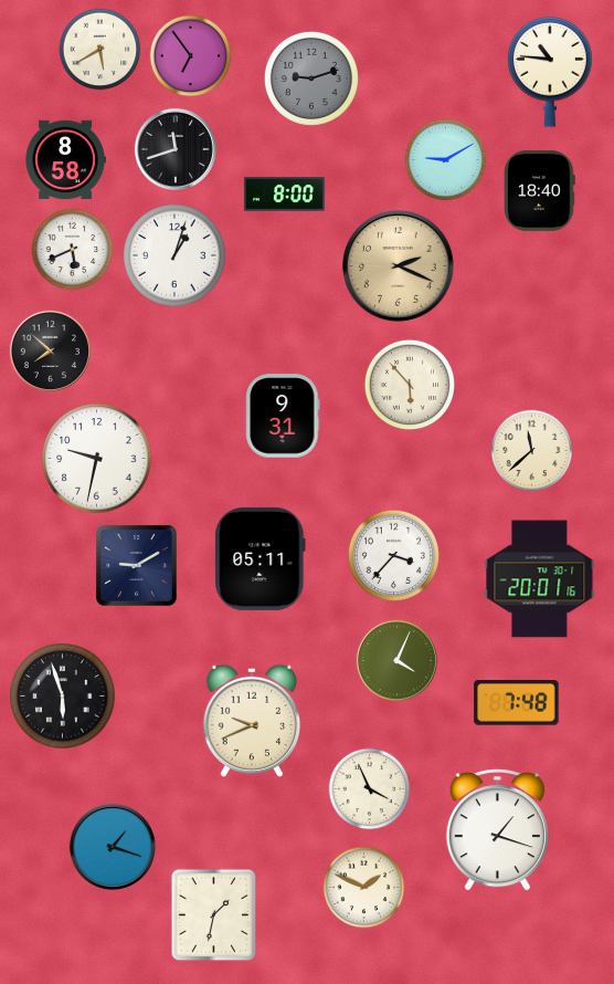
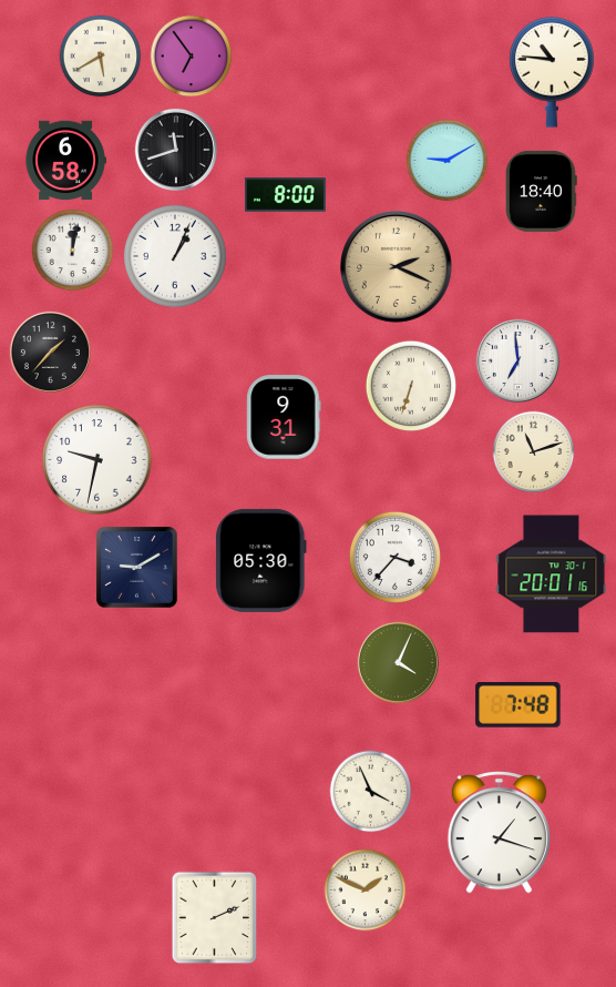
clock at (100, 50) position: (100, 50) -> (101, 57)
clock at (311, 78): 9:12 -> none
clock at (65, 160): 8:58 -> 6:58
clock at (73, 250): 5:41 -> 12:02
clock at (176, 257): 1:03 -> 1:04
clock at (399, 266) position: (399, 266) -> (397, 267)
clock at (50, 350): 7:52 -> 1:37
clock at (517, 360): none -> 6:59
clock at (409, 384): 5:53 -> 6:33
clock at (532, 451): 11:38 -> 11:12
clock at (261, 558): 05:11 -> 05:30
clock at (540, 579) position: (540, 579) -> (552, 574)
clock at (63, 697): 5:57 -> none
clock at (252, 721): 9:41 -> none
clock at (113, 847): 1:18 -> none
clock at (214, 915): 1:32 -> 2:11
